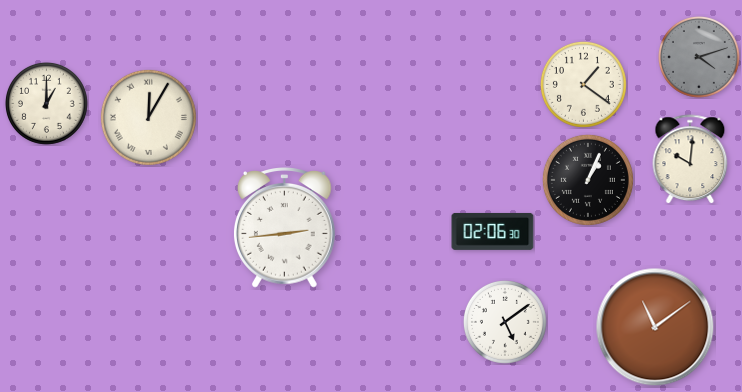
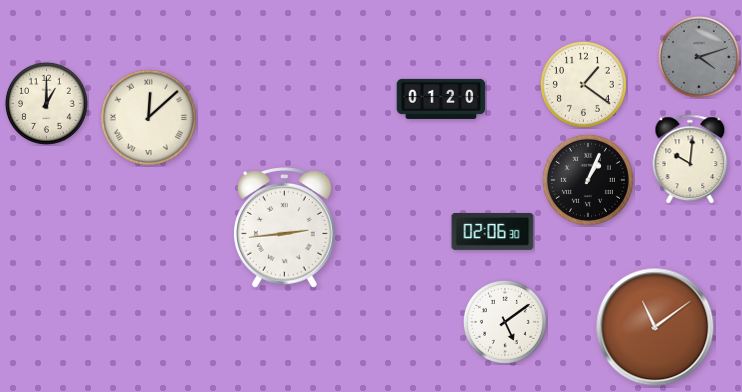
clock at (441, 99): none -> 01:20
clock at (148, 117): 12:05 -> 12:08
